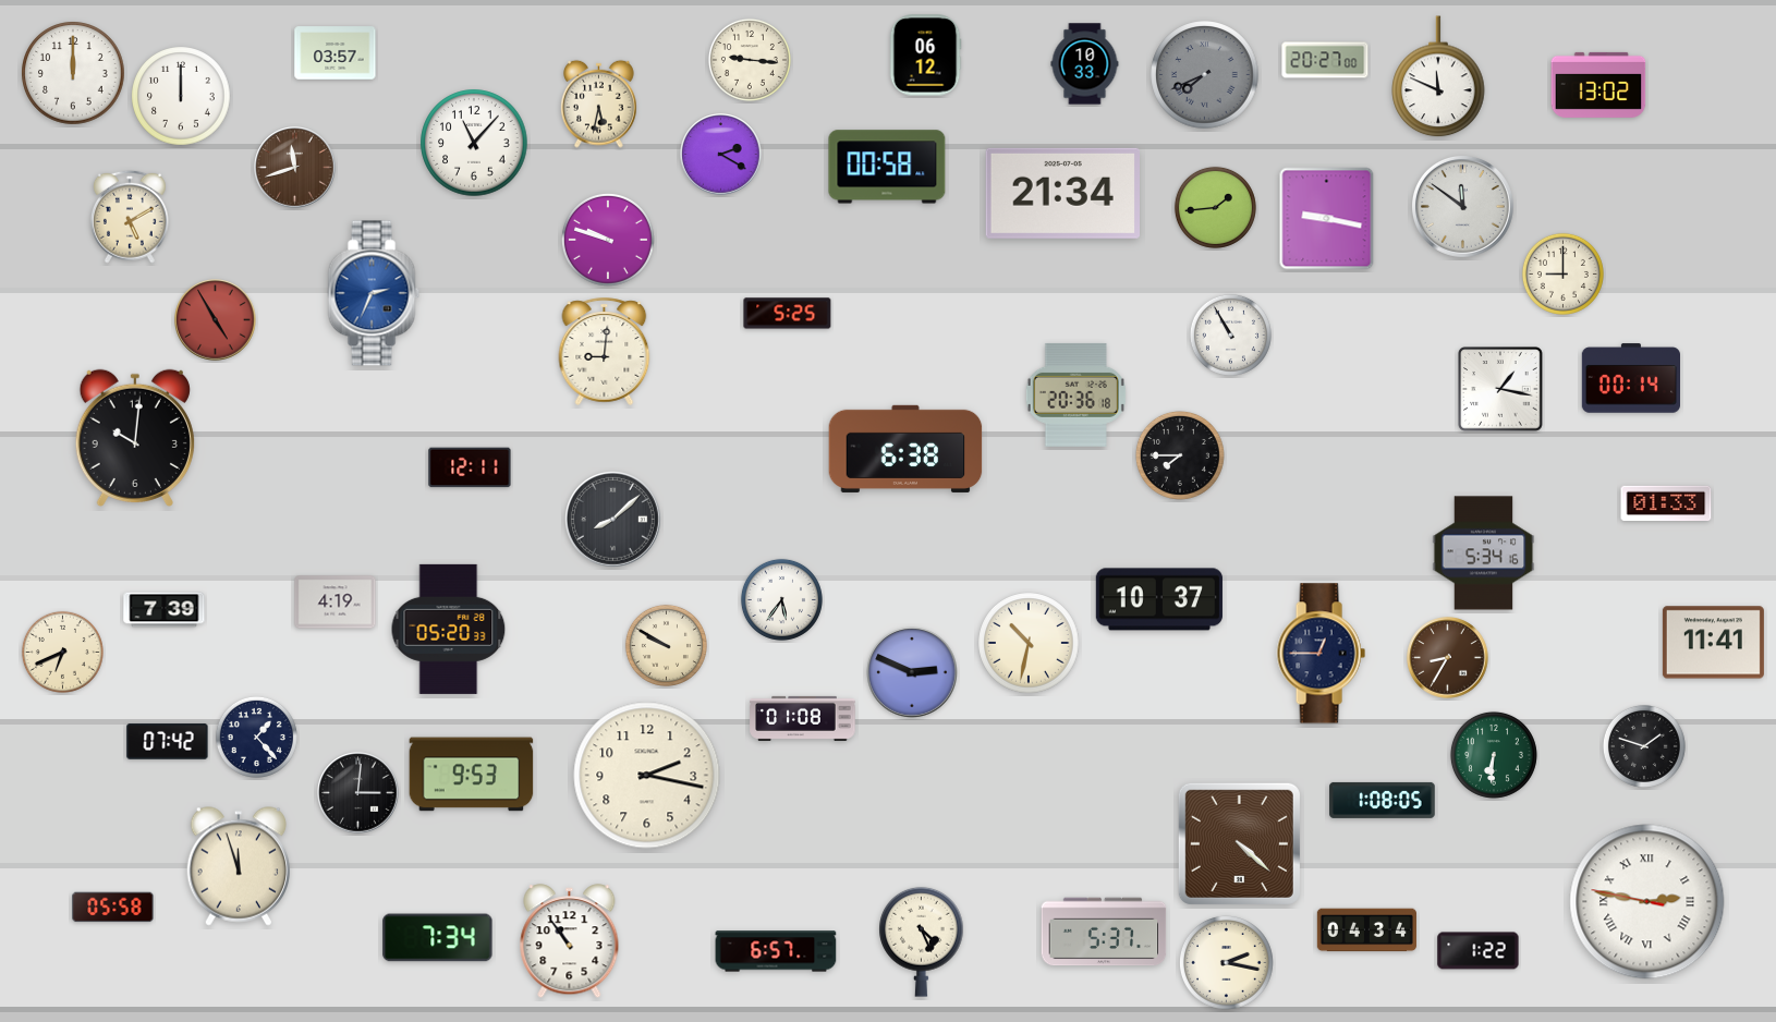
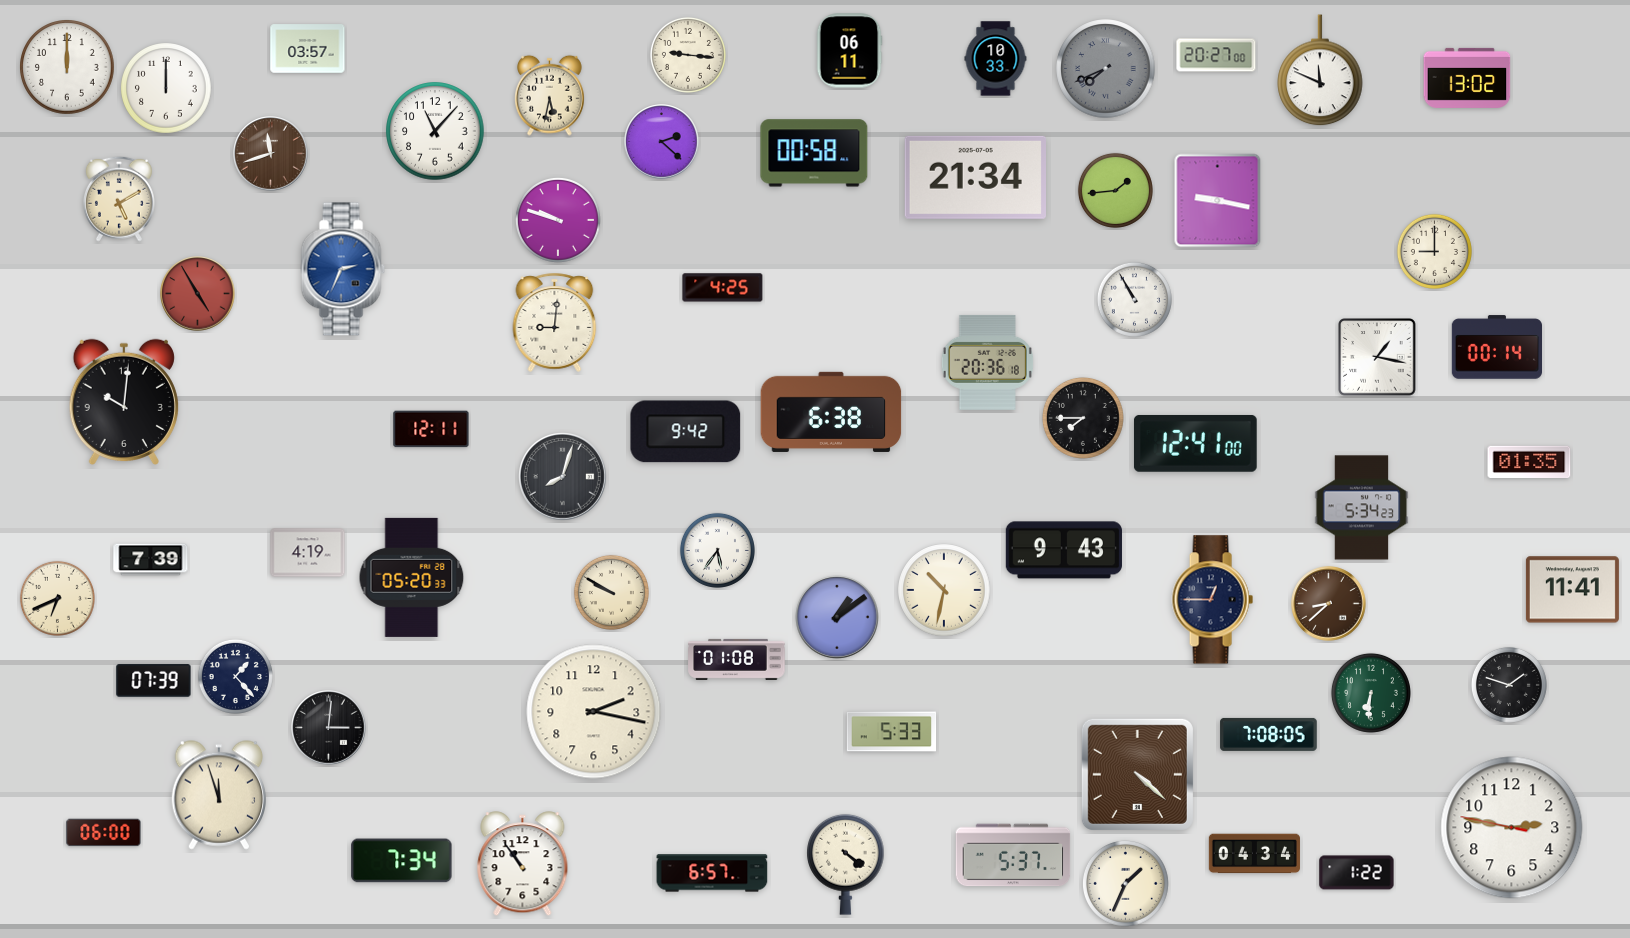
clock at (925, 56): 06:12 -> 06:11
clock at (721, 155): 2:20 -> 2:22
clock at (1462, 206): 11:51 -> none
clock at (788, 314): 5:25 -> 4:25
clock at (1230, 334) position: (1230, 334) -> (1134, 299)
clock at (686, 432): none -> 9:42
clock at (1195, 443): none -> 12:41
clock at (1666, 503): 01:33 -> 01:35
clock at (613, 520): 8:08 -> 8:03
clock at (1484, 553): 5:34:16 -> 5:34:23
clock at (1158, 599): 10:37 -> 9:43
clock at (1448, 658): 8:35 -> 8:38
clock at (912, 672): 2:49 -> 1:09
clock at (168, 742): 07:42 -> 07:39
clock at (472, 775): 9:53 -> none
clock at (892, 732): none -> 5:33
clock at (1383, 800): 1:08 -> 7:08
clock at (1647, 902) numerals: Roman -> Arabic
clock at (113, 908): 05:58 -> 06:00
clock at (922, 941): 4:26 -> 4:21
clock at (1226, 962): 2:17 -> 1:34
